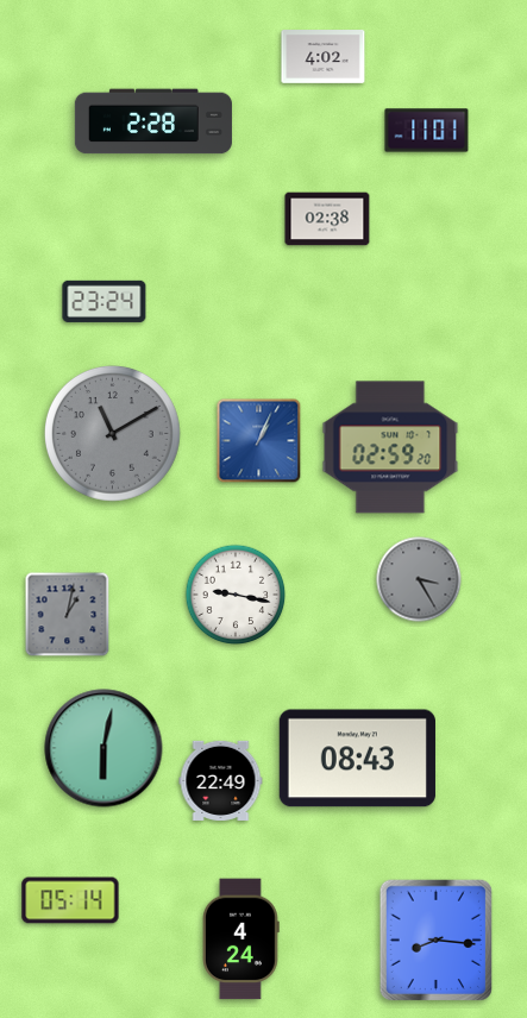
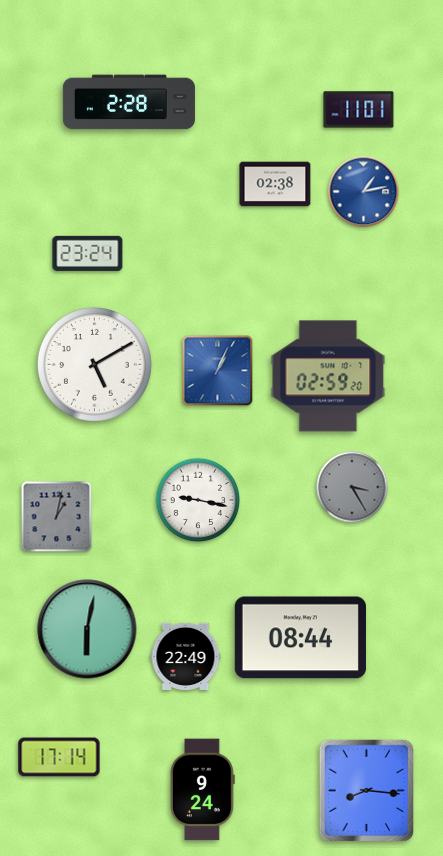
clock at (324, 57): 4:02 -> none
clock at (364, 192): none -> 1:13
clock at (112, 433): 11:10 -> 5:10
clock at (112, 433) dial: grey -> white
clock at (357, 759): 08:43 -> 08:44
clock at (70, 900): 05:14 -> 17:14
clock at (241, 940): 4:24 -> 9:24
